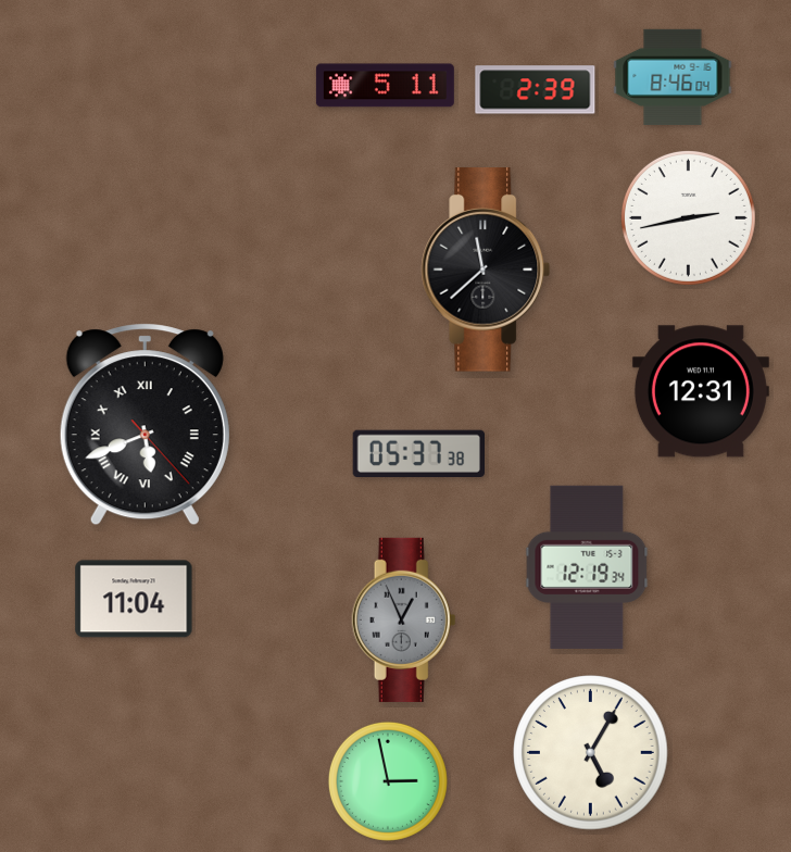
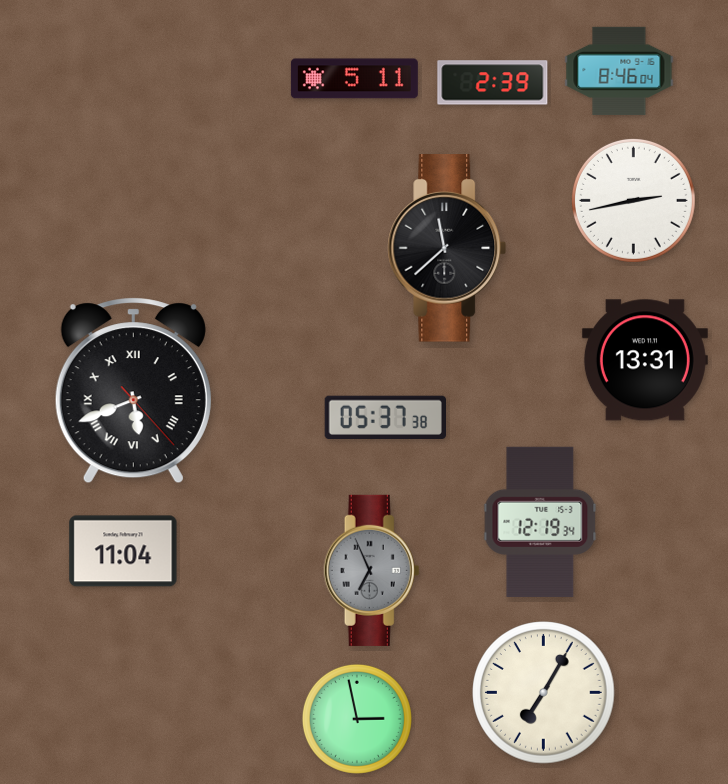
clock at (701, 391): 12:31 -> 13:31
clock at (404, 619): 12:56 -> 6:56
clock at (591, 753): 5:05 -> 7:05
